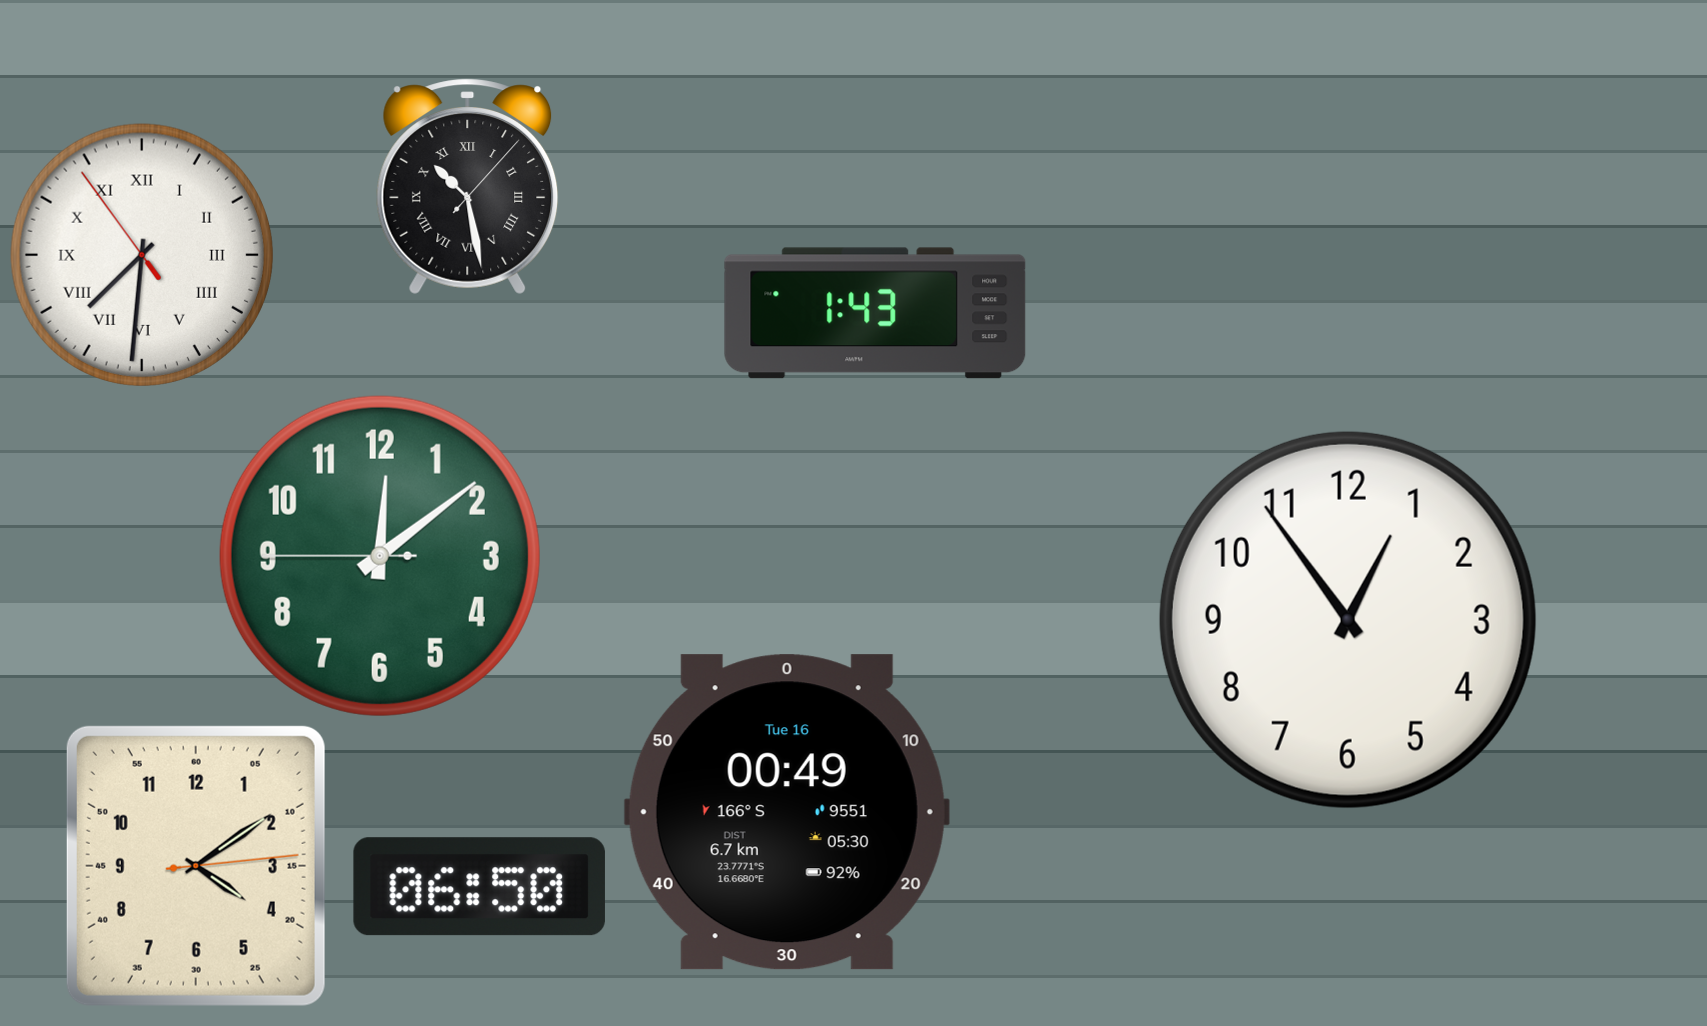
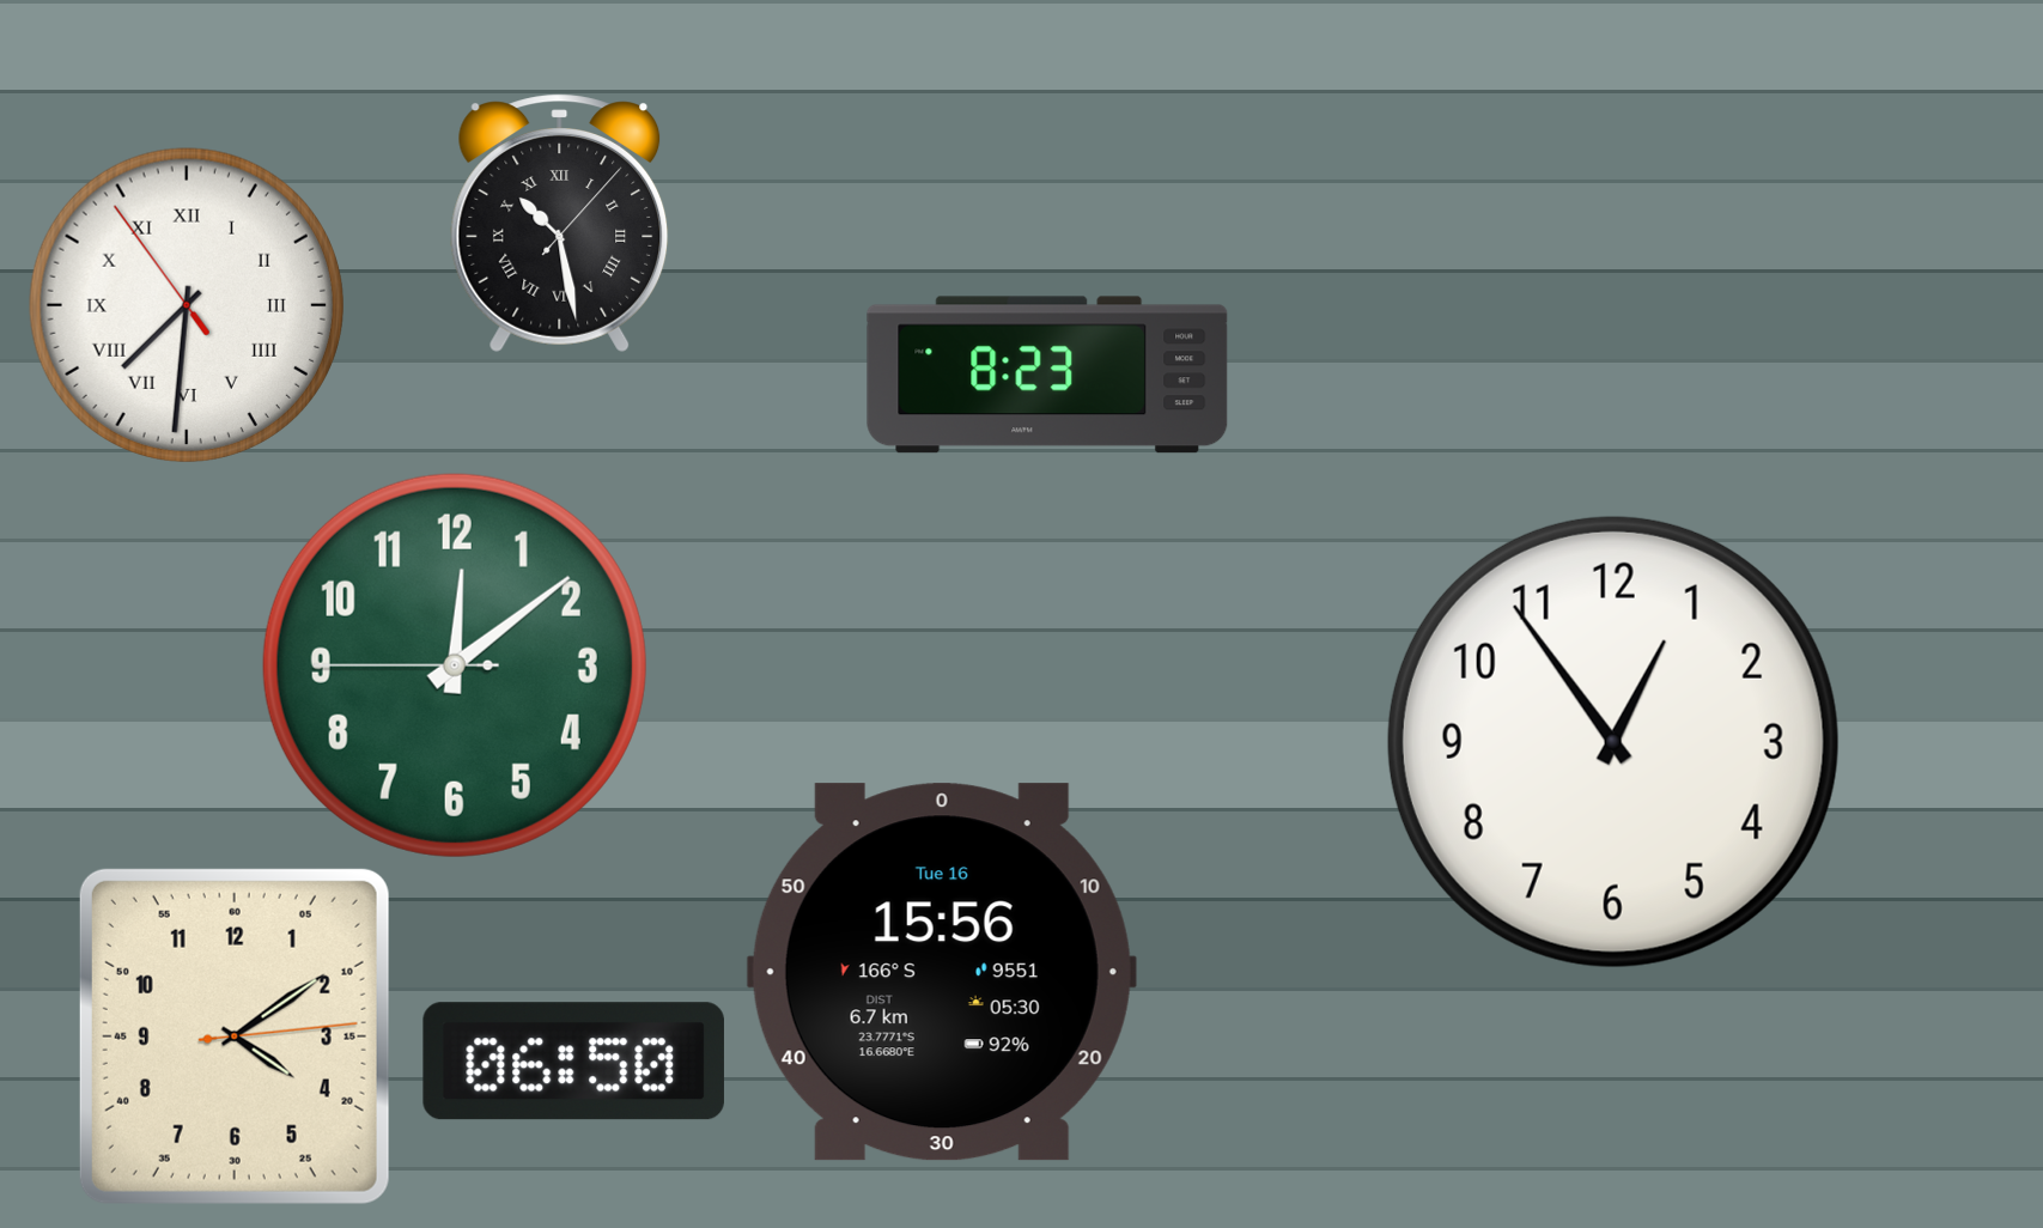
clock at (142, 255) position: (142, 255) -> (187, 305)
clock at (875, 313): 1:43 -> 8:23
clock at (787, 812): 00:49 -> 15:56
